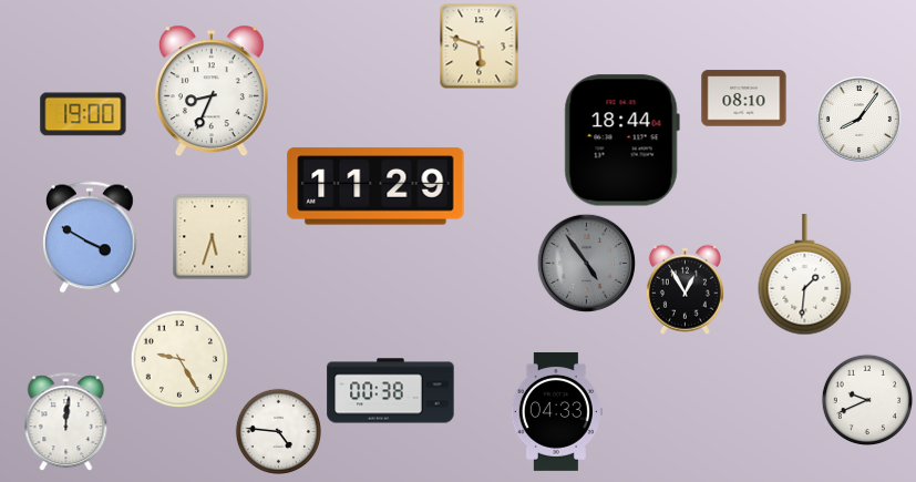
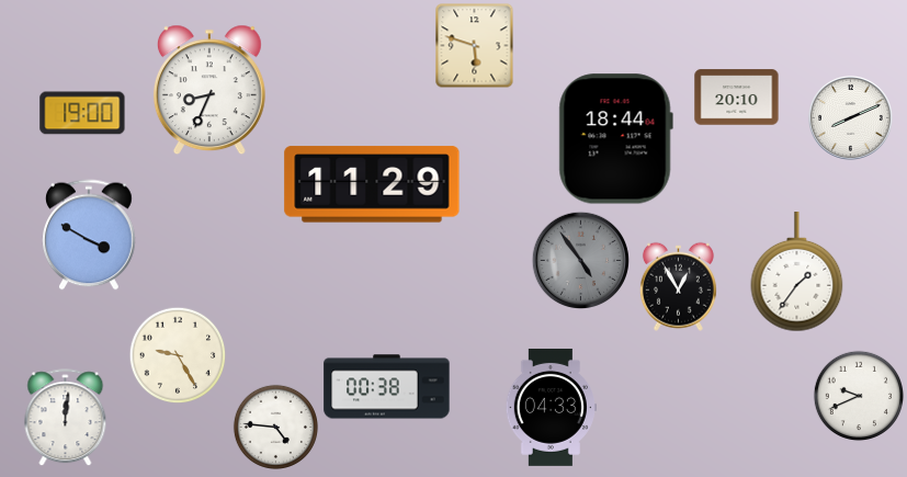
clock at (744, 99): 08:10 -> 20:10
clock at (860, 120): 8:06 -> 8:11
clock at (213, 236): 5:33 -> none
clock at (805, 276): 1:31 -> 1:36
